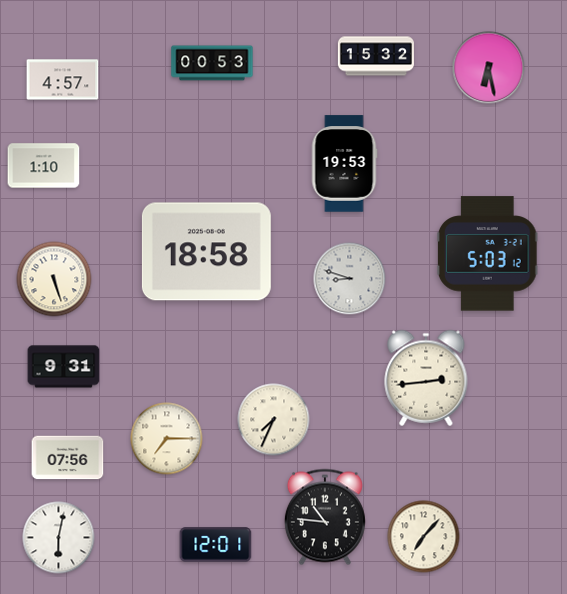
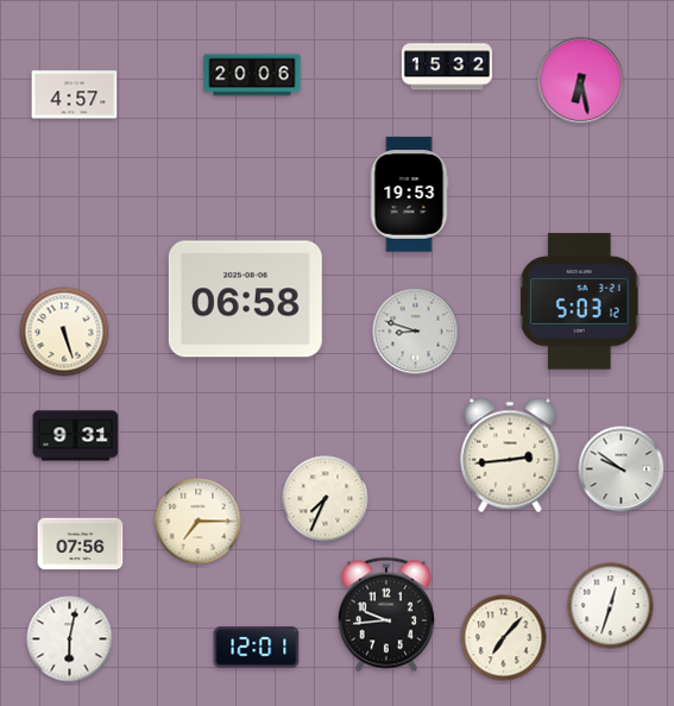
clock at (212, 63): 00:53 -> 20:06
clock at (44, 166): 1:10 -> none
clock at (206, 252): 18:58 -> 06:58
clock at (426, 378) position: (426, 378) -> (510, 455)
clock at (622, 469): none -> 9:51
clock at (611, 606): none -> 12:33
clock at (325, 517): 10:46 -> 9:44
